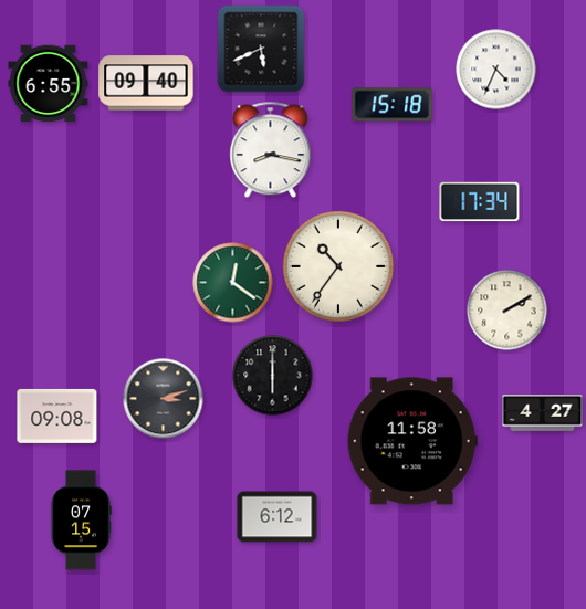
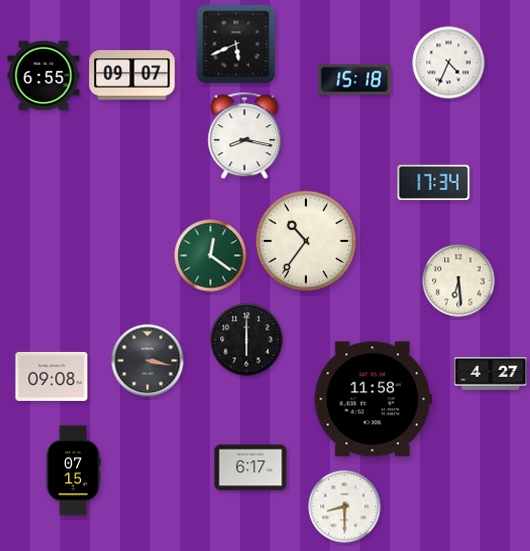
clock at (146, 83): 09:40 -> 09:07
clock at (393, 105) position: (393, 105) -> (355, 80)
clock at (507, 311): 2:10 -> 6:29
clock at (164, 399): 3:12 -> 3:17
clock at (278, 517): 6:12 -> 6:17
clock at (345, 507): none -> 8:30
